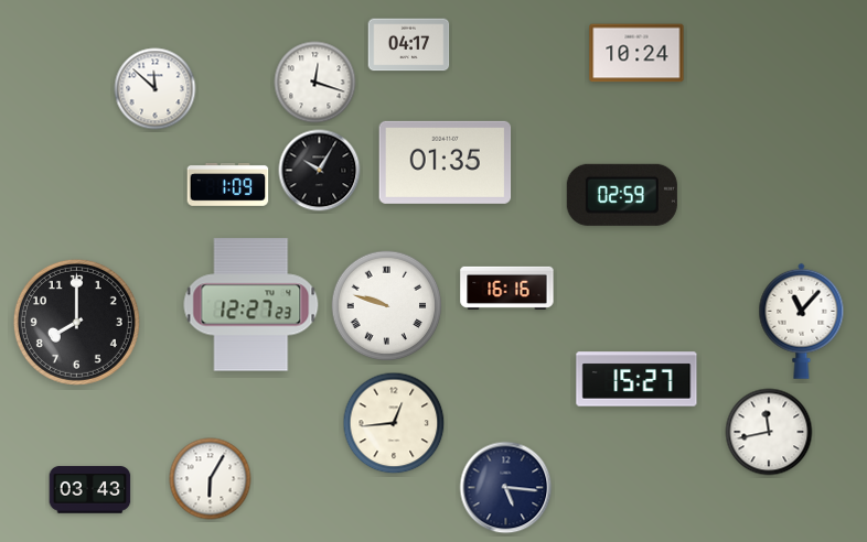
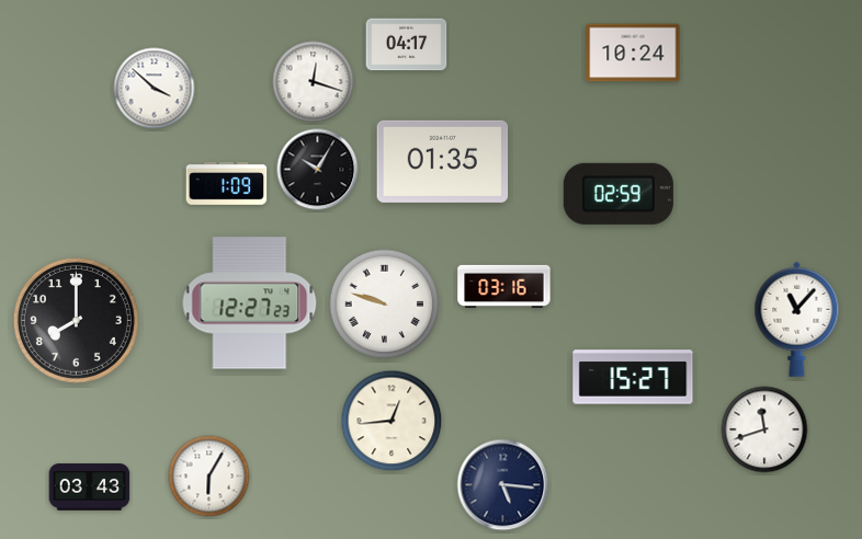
clock at (156, 89): 11:52 -> 3:52
clock at (507, 288): 16:16 -> 03:16
clock at (769, 432): 11:43 -> 11:42
